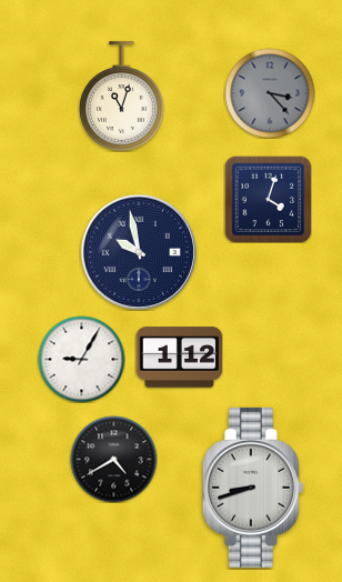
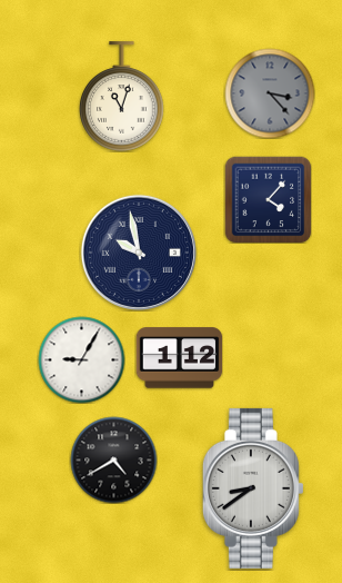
clock at (268, 199): 4:03 -> 4:07
clock at (253, 488): 8:42 -> 8:39
